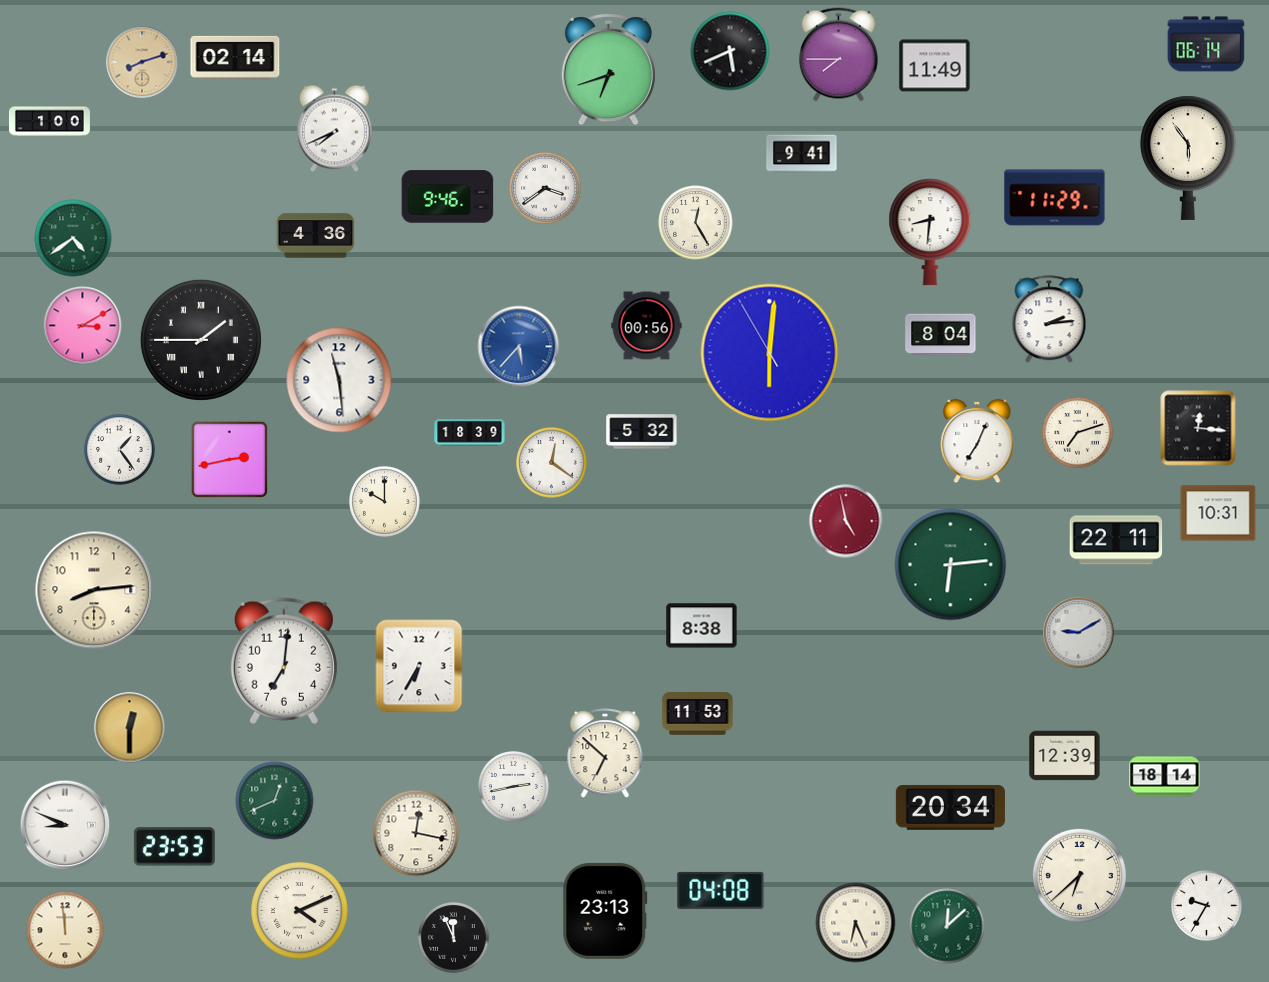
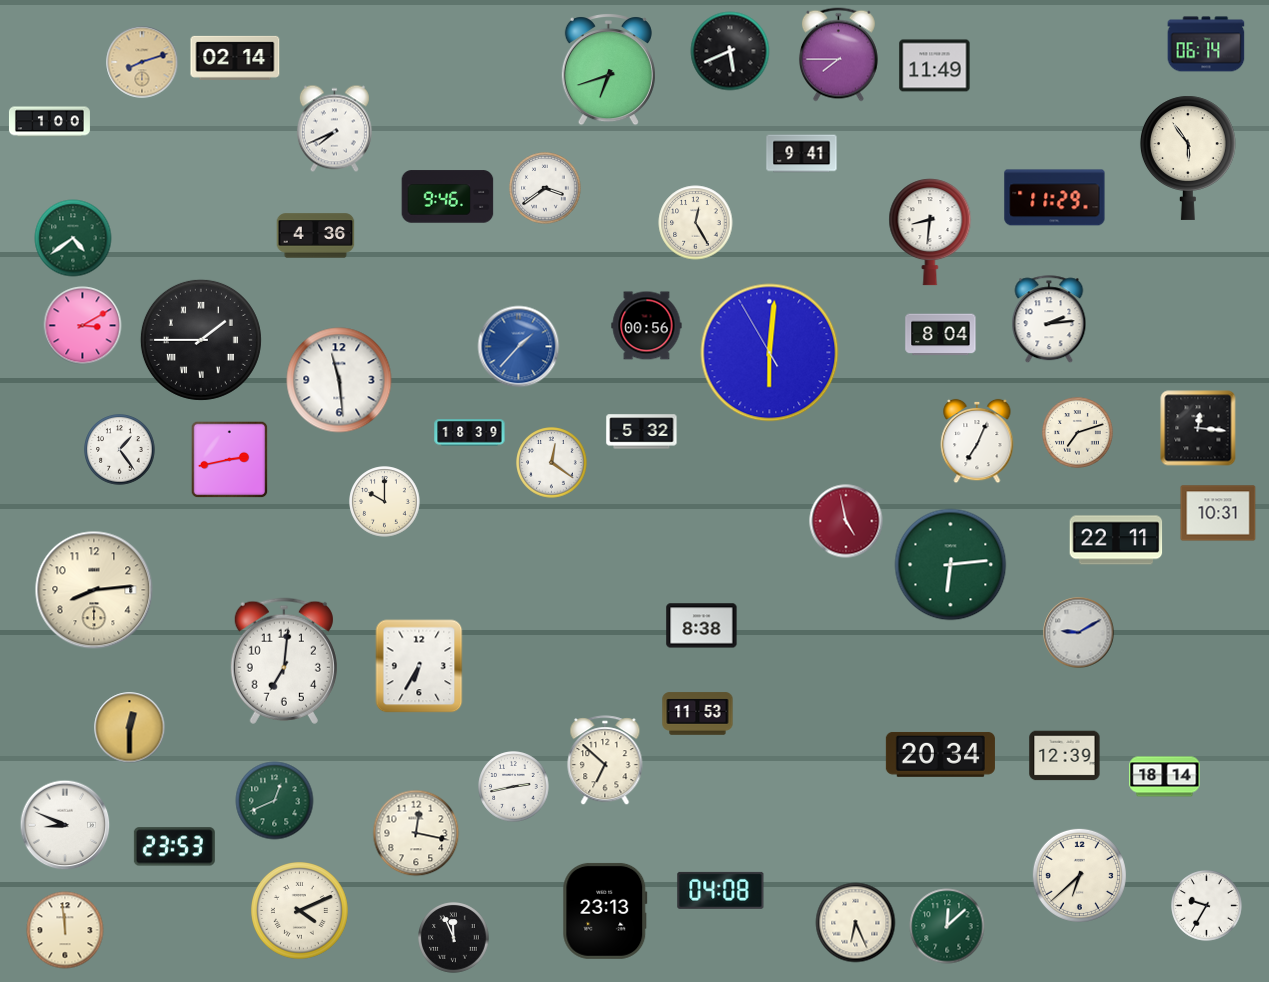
clock at (519, 347): 5:37 -> 1:37
clock at (605, 754) position: (605, 754) -> (605, 761)
clock at (950, 807) position: (950, 807) -> (940, 754)
